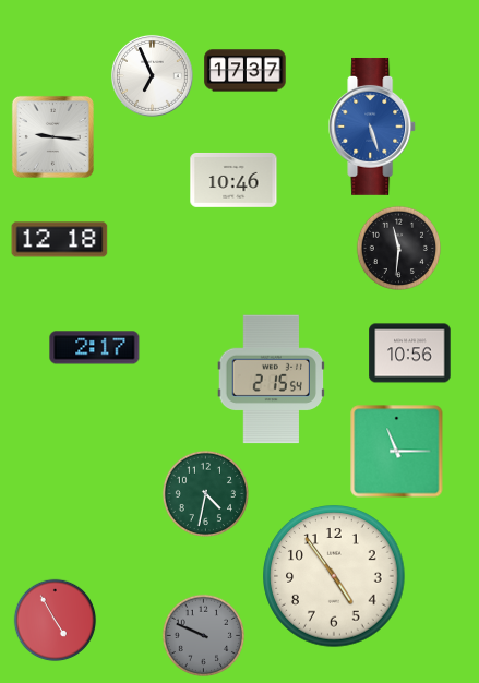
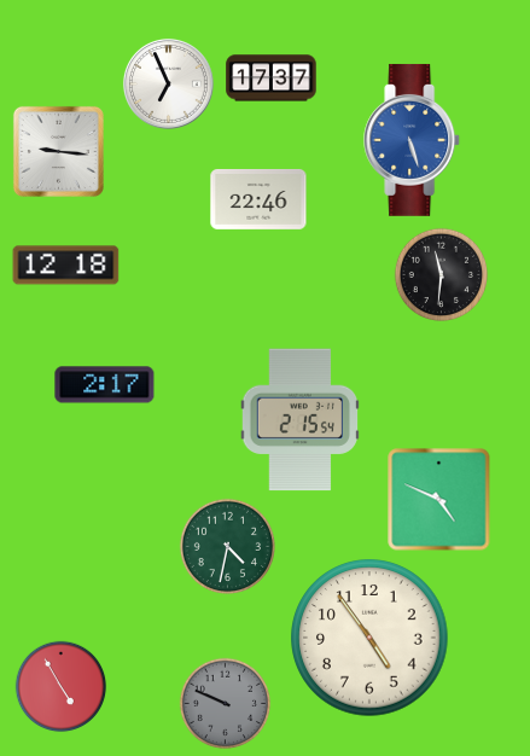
clock at (233, 180): 10:46 -> 22:46
clock at (410, 354): 10:56 -> none
clock at (397, 452): 11:15 -> 4:49
